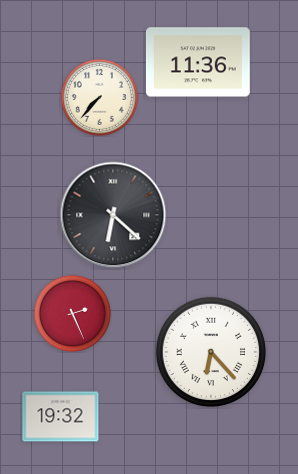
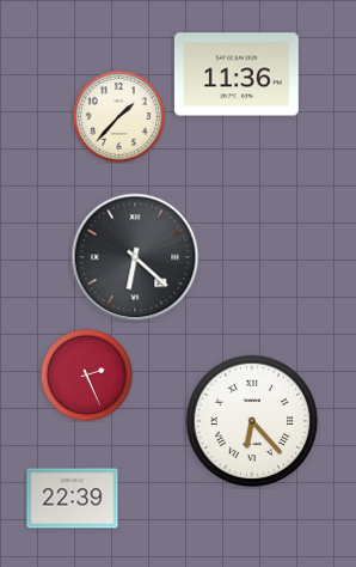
clock at (99, 97): 7:37 -> 1:37
clock at (61, 417): 19:32 -> 22:39
